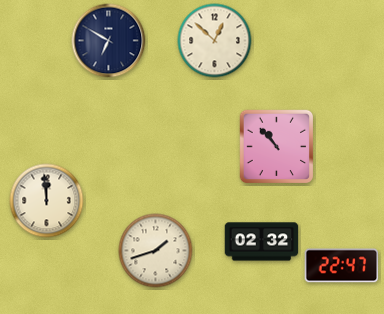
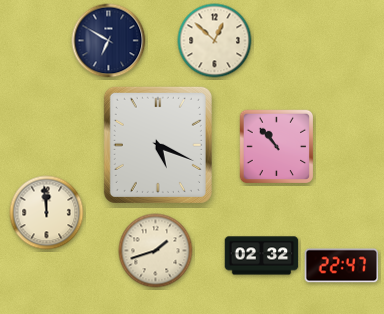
clock at (158, 145): none -> 5:19
clock at (47, 201) position: (47, 201) -> (47, 213)
clock at (262, 242) position: (262, 242) -> (262, 256)
